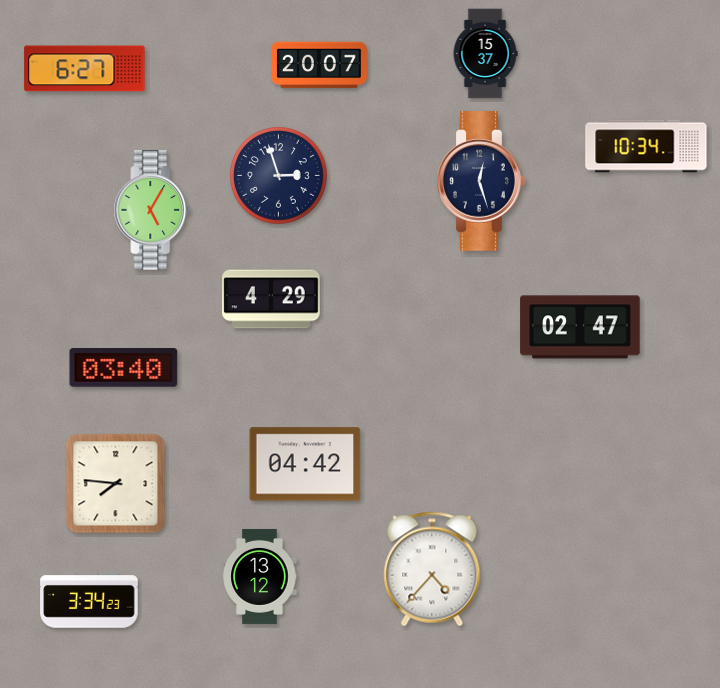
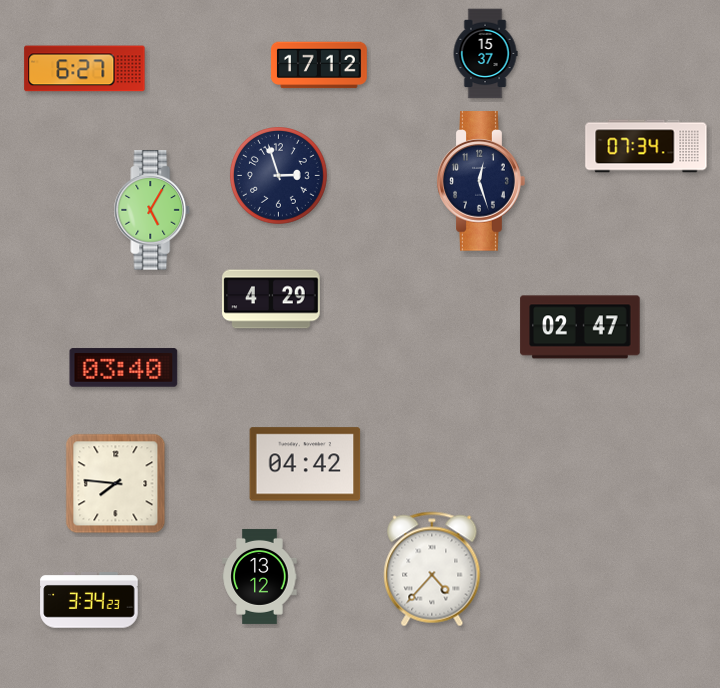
clock at (319, 65): 20:07 -> 17:12
clock at (646, 146): 10:34 -> 07:34
